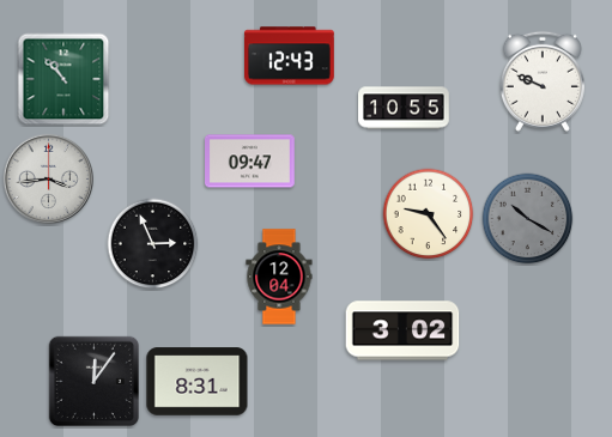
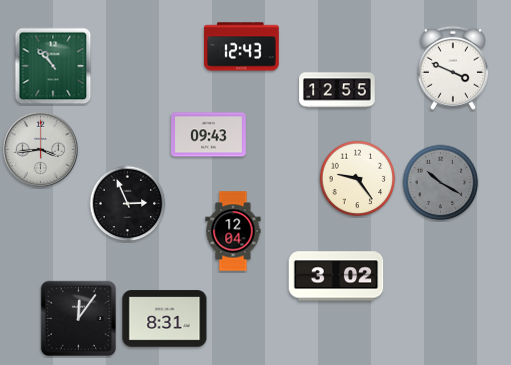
clock at (543, 81): 9:49 -> 3:49
clock at (404, 108): 10:55 -> 12:55
clock at (250, 162): 09:47 -> 09:43
